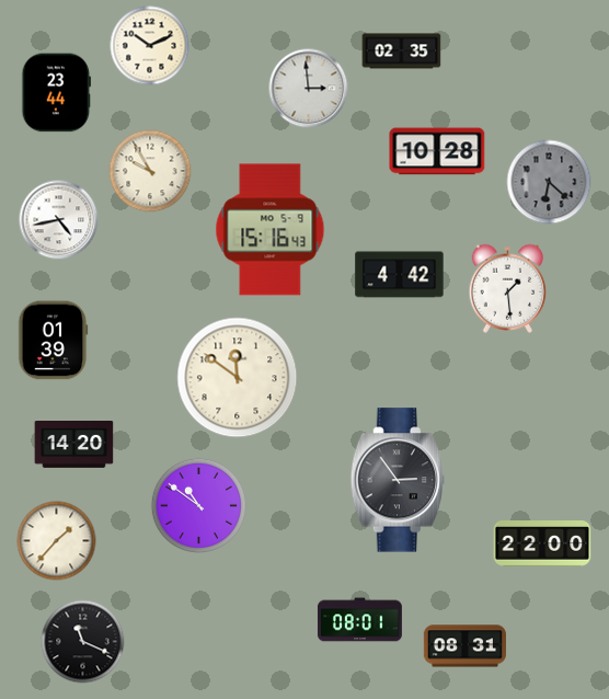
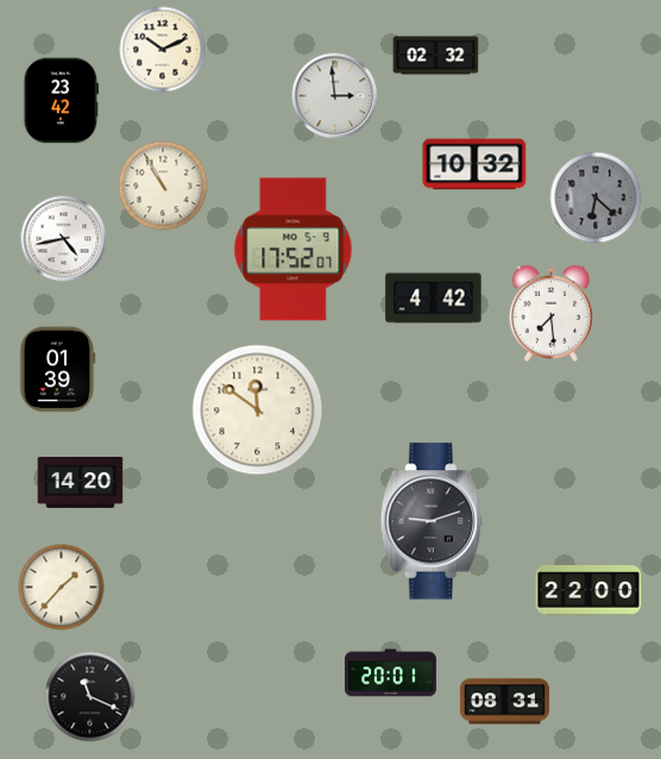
clock at (402, 51): 02:35 -> 02:32
clock at (57, 93): 23:44 -> 23:42
clock at (437, 151): 10:28 -> 10:32
clock at (150, 171): 9:55 -> 10:55
clock at (271, 230): 15:16 -> 17:52
clock at (508, 288): 1:29 -> 7:29
clock at (398, 480): 2:54 -> 9:12
clock at (198, 505): 10:51 -> none
clock at (359, 620): 08:01 -> 20:01
